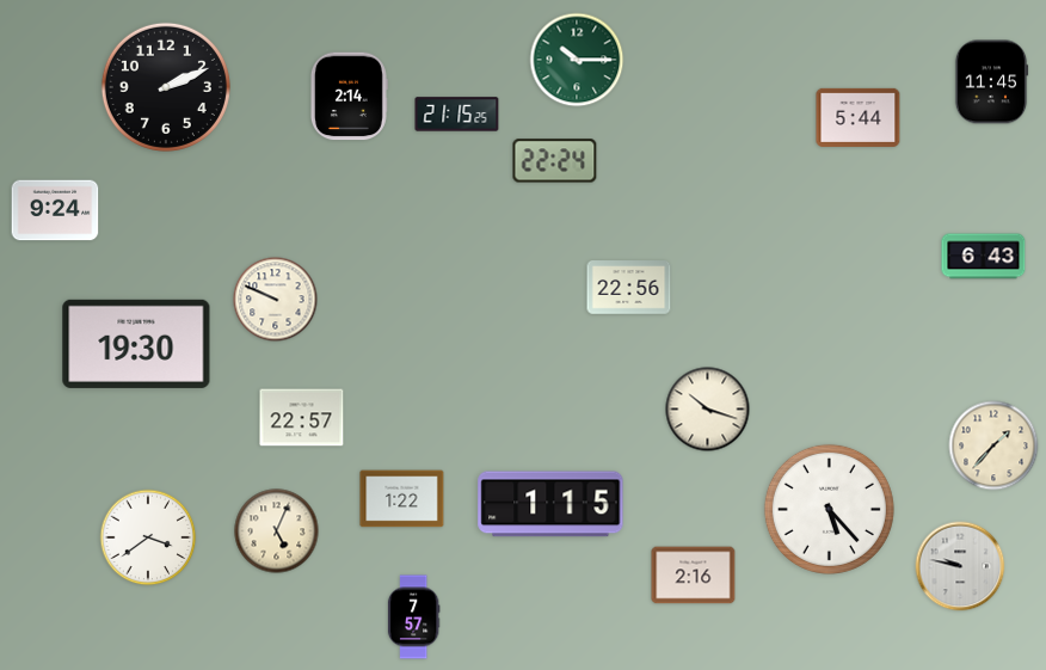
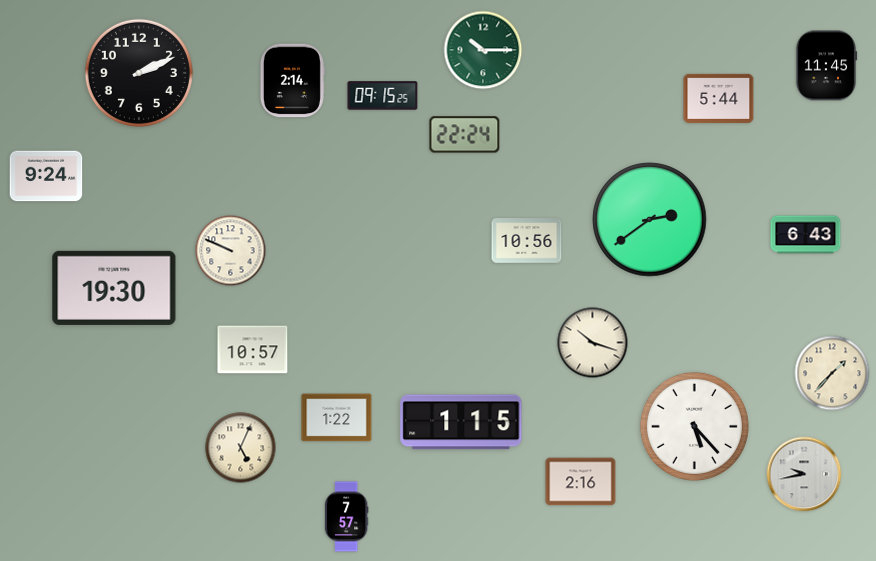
clock at (991, 82) position: (991, 82) -> (826, 66)
clock at (457, 115): 21:15 -> 09:15
clock at (984, 257) position: (984, 257) -> (806, 235)
clock at (650, 220): none -> 2:39
clock at (629, 288): 22:56 -> 10:56
clock at (302, 418): 22:57 -> 10:57
clock at (277, 531) position: (277, 531) -> (241, 448)
clock at (148, 537): 3:39 -> none
clock at (960, 566): 9:47 -> 9:43
